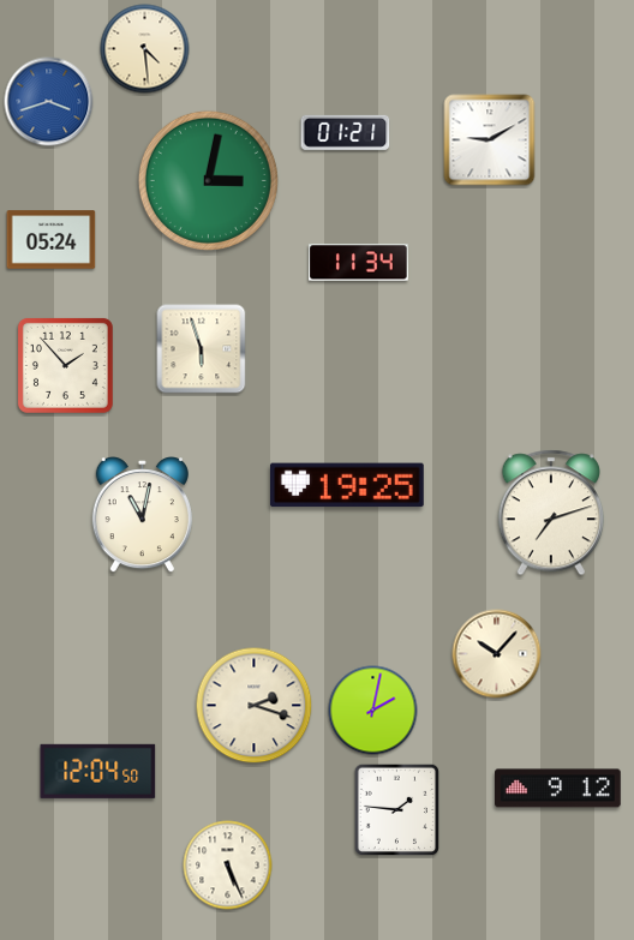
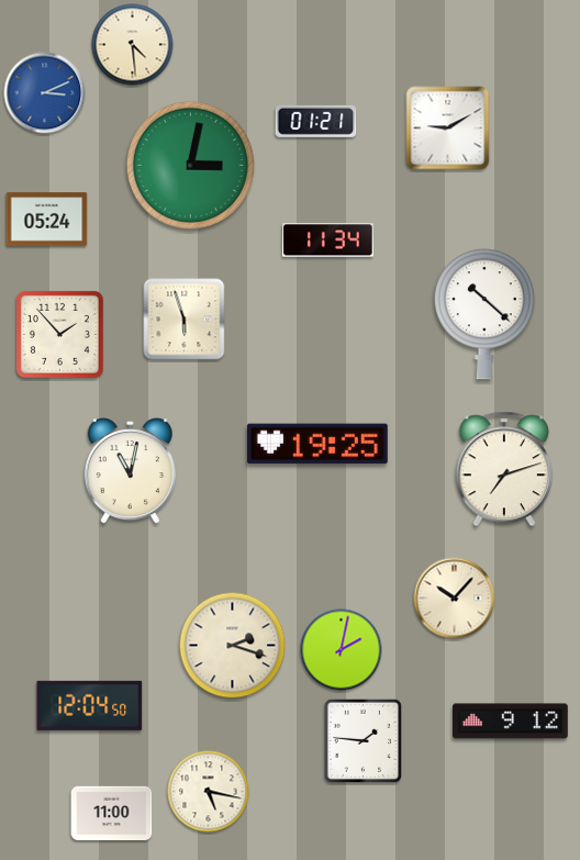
clock at (49, 102): 3:42 -> 3:11
clock at (484, 314): none -> 10:22
clock at (228, 866): 5:26 -> 5:17
clock at (112, 814): none -> 11:00
